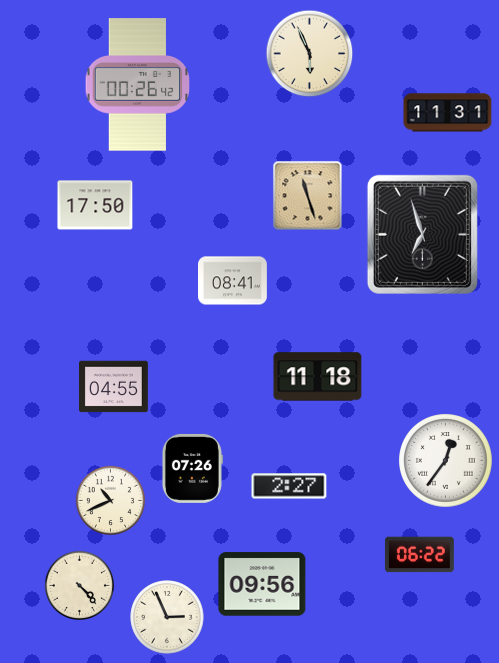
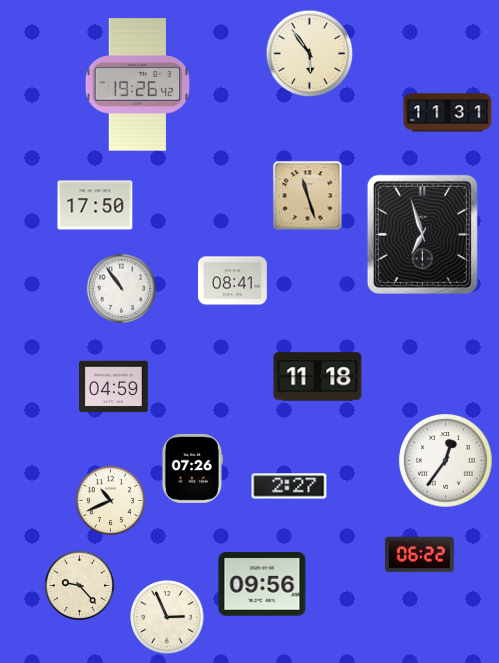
clock at (310, 54): 5:56 -> 5:54
clock at (138, 85): 00:26 -> 19:26
clock at (121, 288): none -> 10:54
clock at (114, 387): 04:55 -> 04:59
clock at (79, 585): 4:23 -> 9:23
